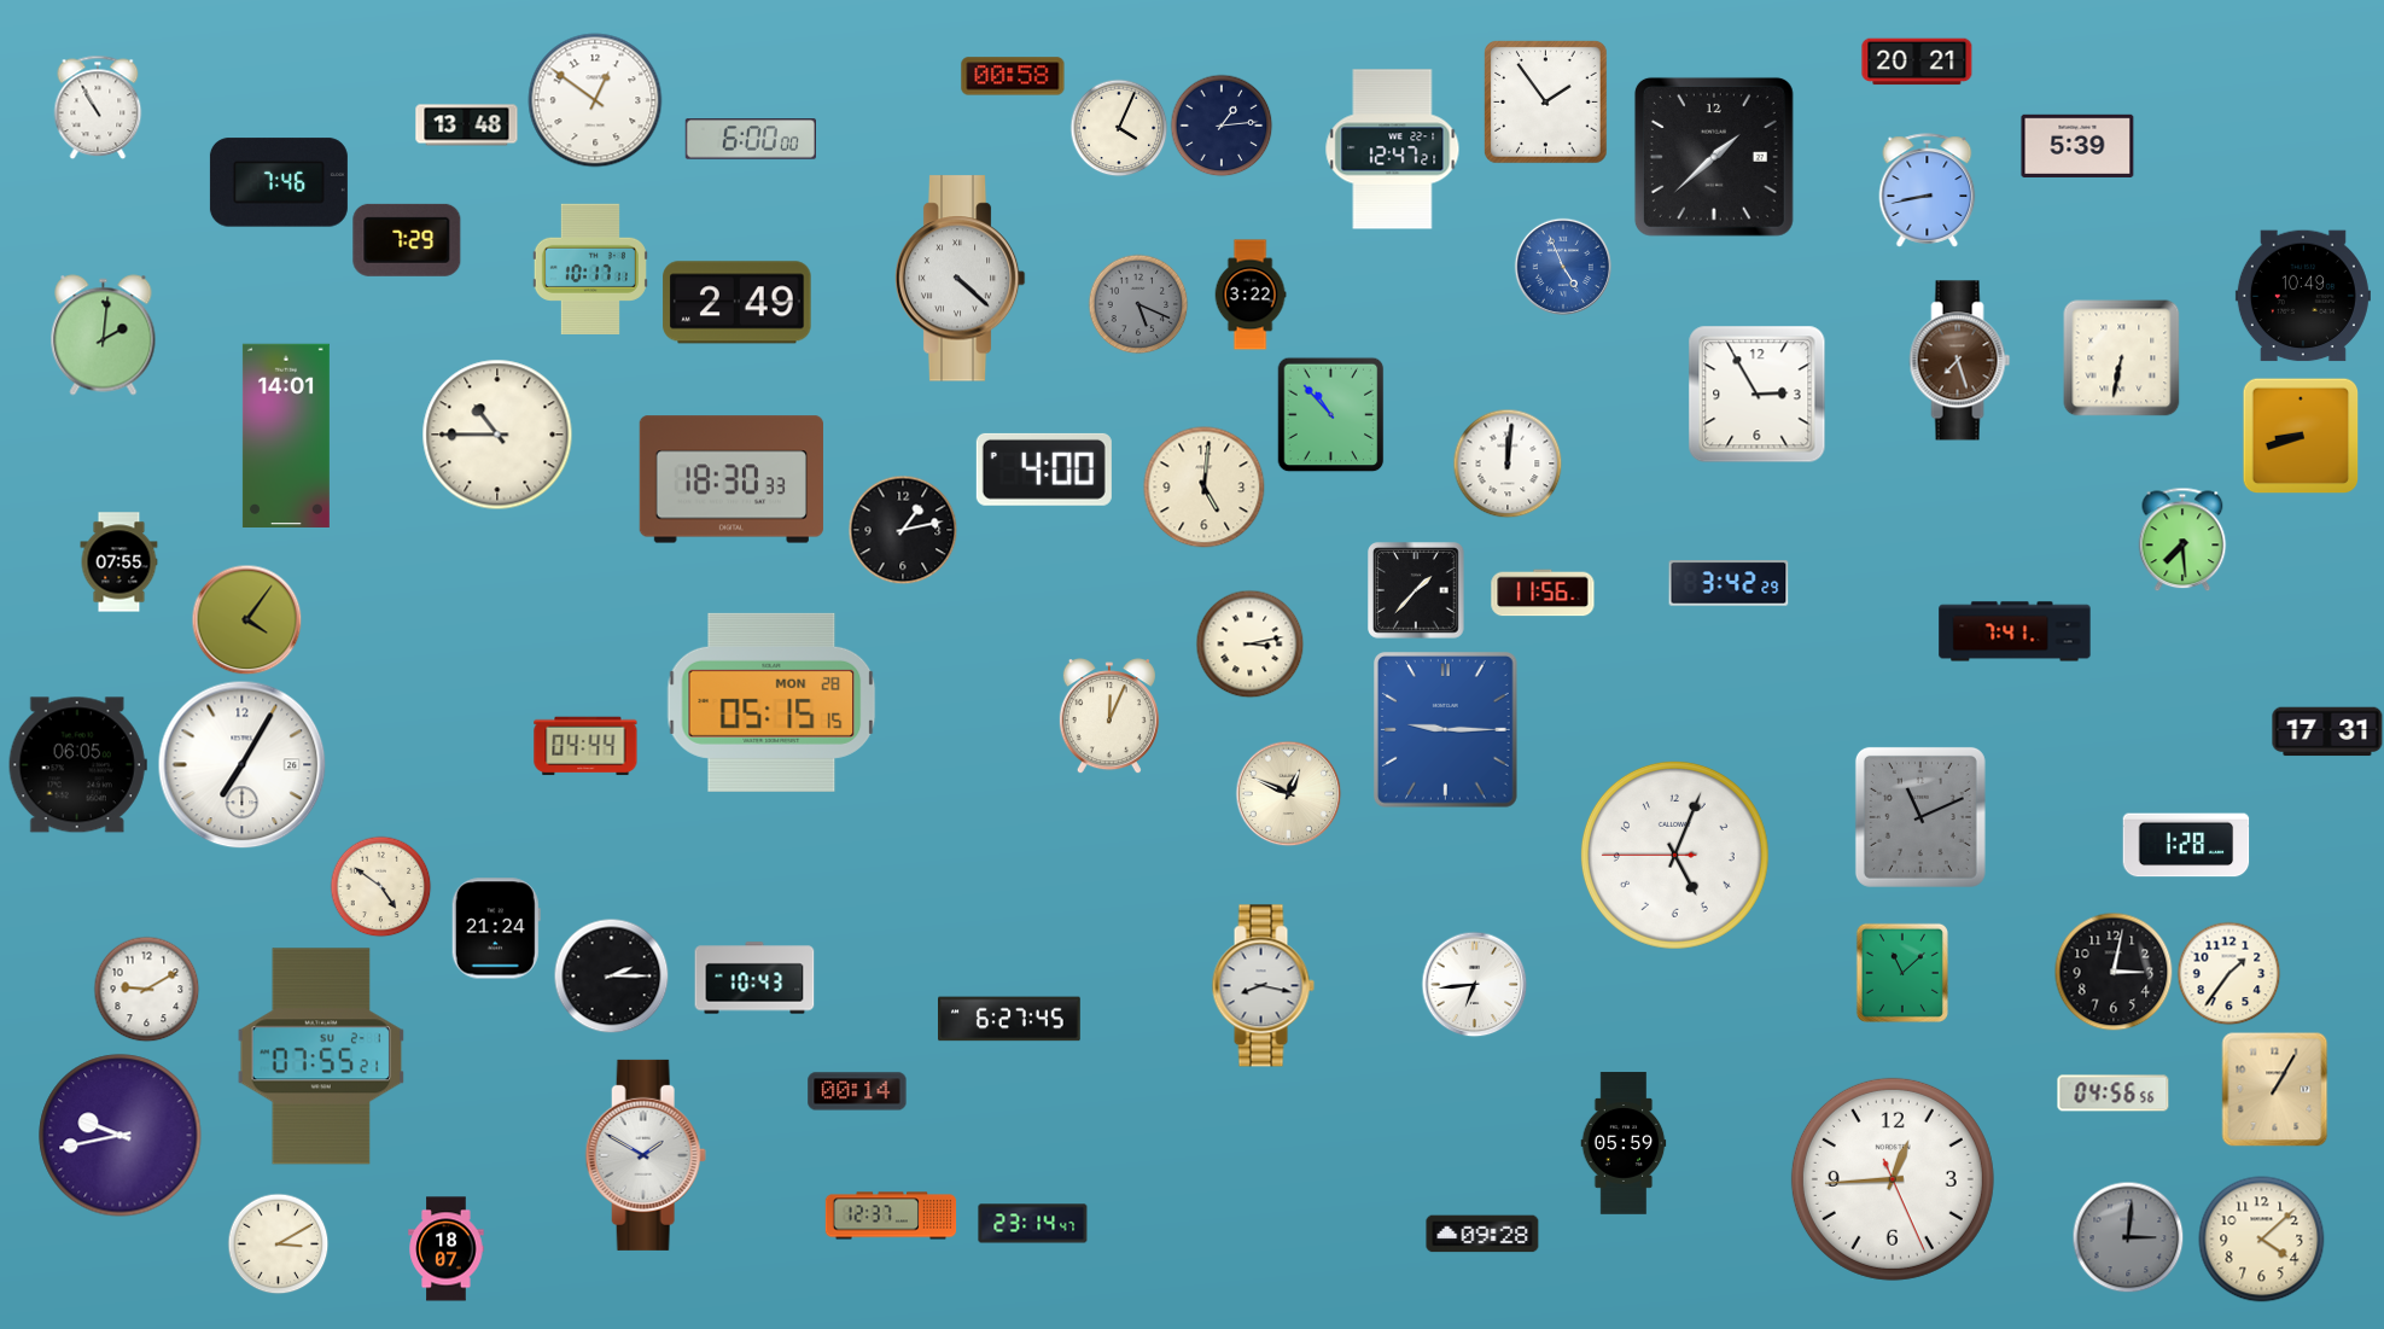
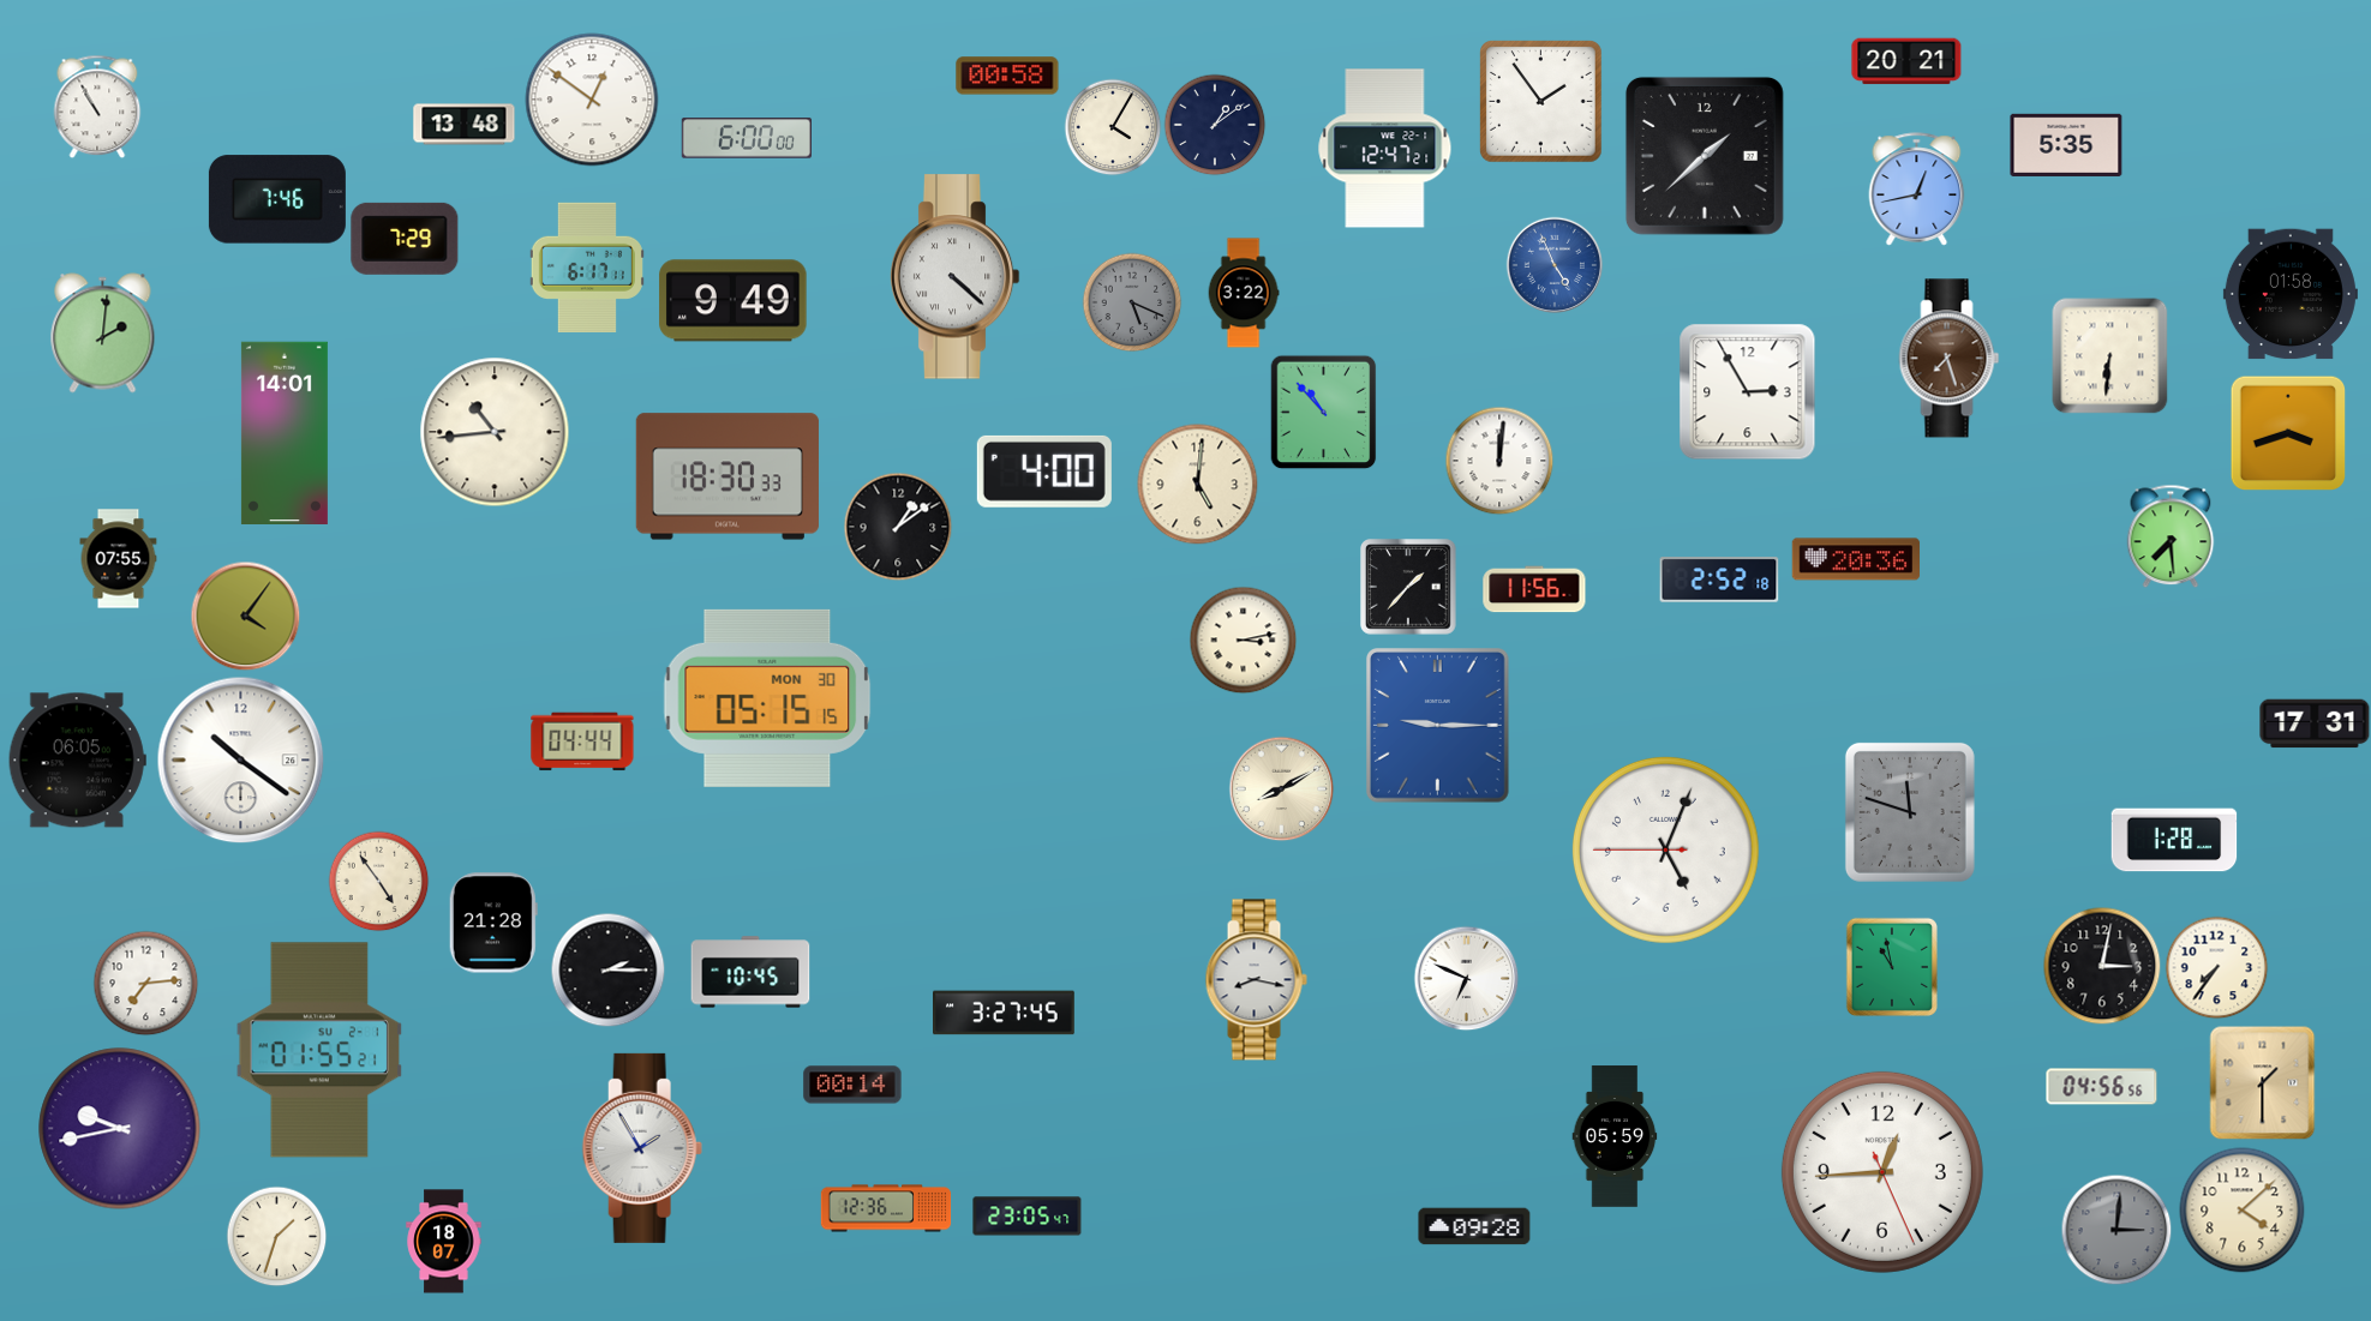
clock at (1546, 103) position: (1546, 103) -> (1541, 102)
clock at (1222, 126): 1:14 -> 1:09
clock at (1119, 128): 4:04 -> 4:05
clock at (2077, 145): 5:39 -> 5:35
clock at (279, 182) position: (279, 182) -> (277, 199)
clock at (1928, 191): 8:43 -> 12:43
clock at (590, 269): 10:17 -> 6:17
clock at (2303, 296): 10:49 -> 01:58
clock at (738, 303): 2:49 -> 9:49
clock at (2122, 359): 6:32 -> 6:31
clock at (497, 435): 10:45 -> 10:44
clock at (2301, 436): 8:42 -> 3:42
clock at (1044, 470) position: (1044, 470) -> (1044, 472)
clock at (903, 530): 1:13 -> 1:09
clock at (1856, 559): none -> 20:36
clock at (1729, 583): 3:42 -> 2:52
clock at (2015, 631): 7:41 -> none
clock at (771, 703) date: MON 28 -> MON 30
clock at (1109, 716): 12:04 -> none
clock at (2327, 731) position: (2327, 731) -> (2315, 723)
clock at (243, 765): 7:05 -> 10:21
clock at (1288, 793): 12:49 -> 8:10
clock at (1920, 817): 11:11 -> 11:48
clock at (380, 886): 4:51 -> 4:54
clock at (496, 928): 21:24 -> 21:28
clock at (1902, 973): 11:08 -> 10:58
clock at (2228, 973): 1:36 -> 7:36
clock at (754, 978): 10:43 -> 10:45
clock at (1474, 984): 6:44 -> 6:49
clock at (146, 989): 9:10 -> 7:14
clock at (1010, 1019): 6:27 -> 3:27
clock at (321, 1056): 07:55 -> 01:55
clock at (2275, 1089): 1:05 -> 1:30
clock at (646, 1155): 1:50 -> 1:55
clock at (891, 1216): 12:37 -> 12:36
clock at (1033, 1224): 23:14 -> 23:05
clock at (2262, 1240) position: (2262, 1240) -> (2243, 1211)
clock at (278, 1243): 3:10 -> 1:33
